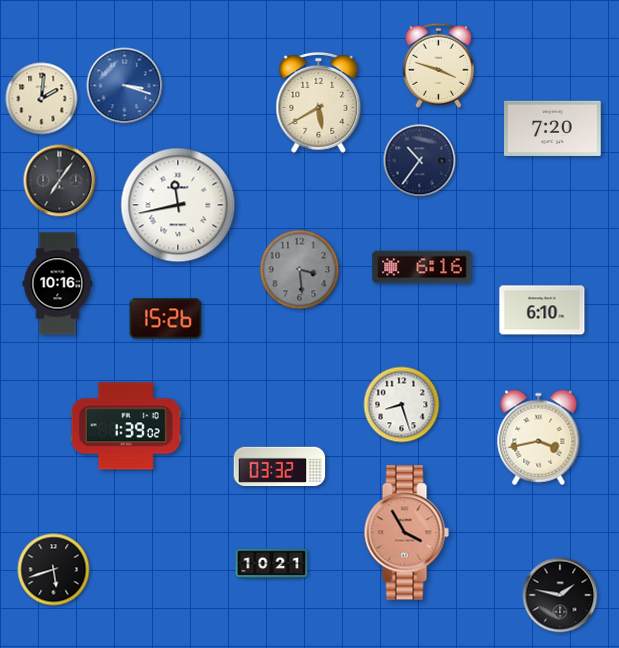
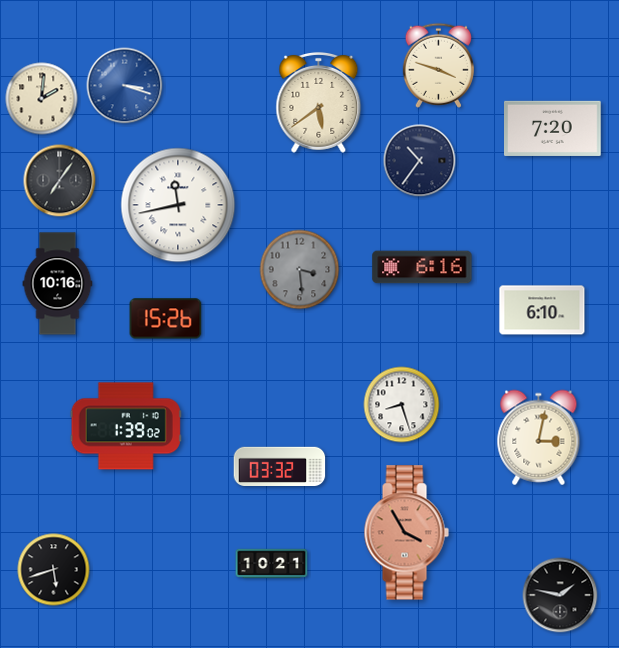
clock at (319, 102): 5:40 -> 5:39
clock at (539, 438): 3:43 -> 3:02
